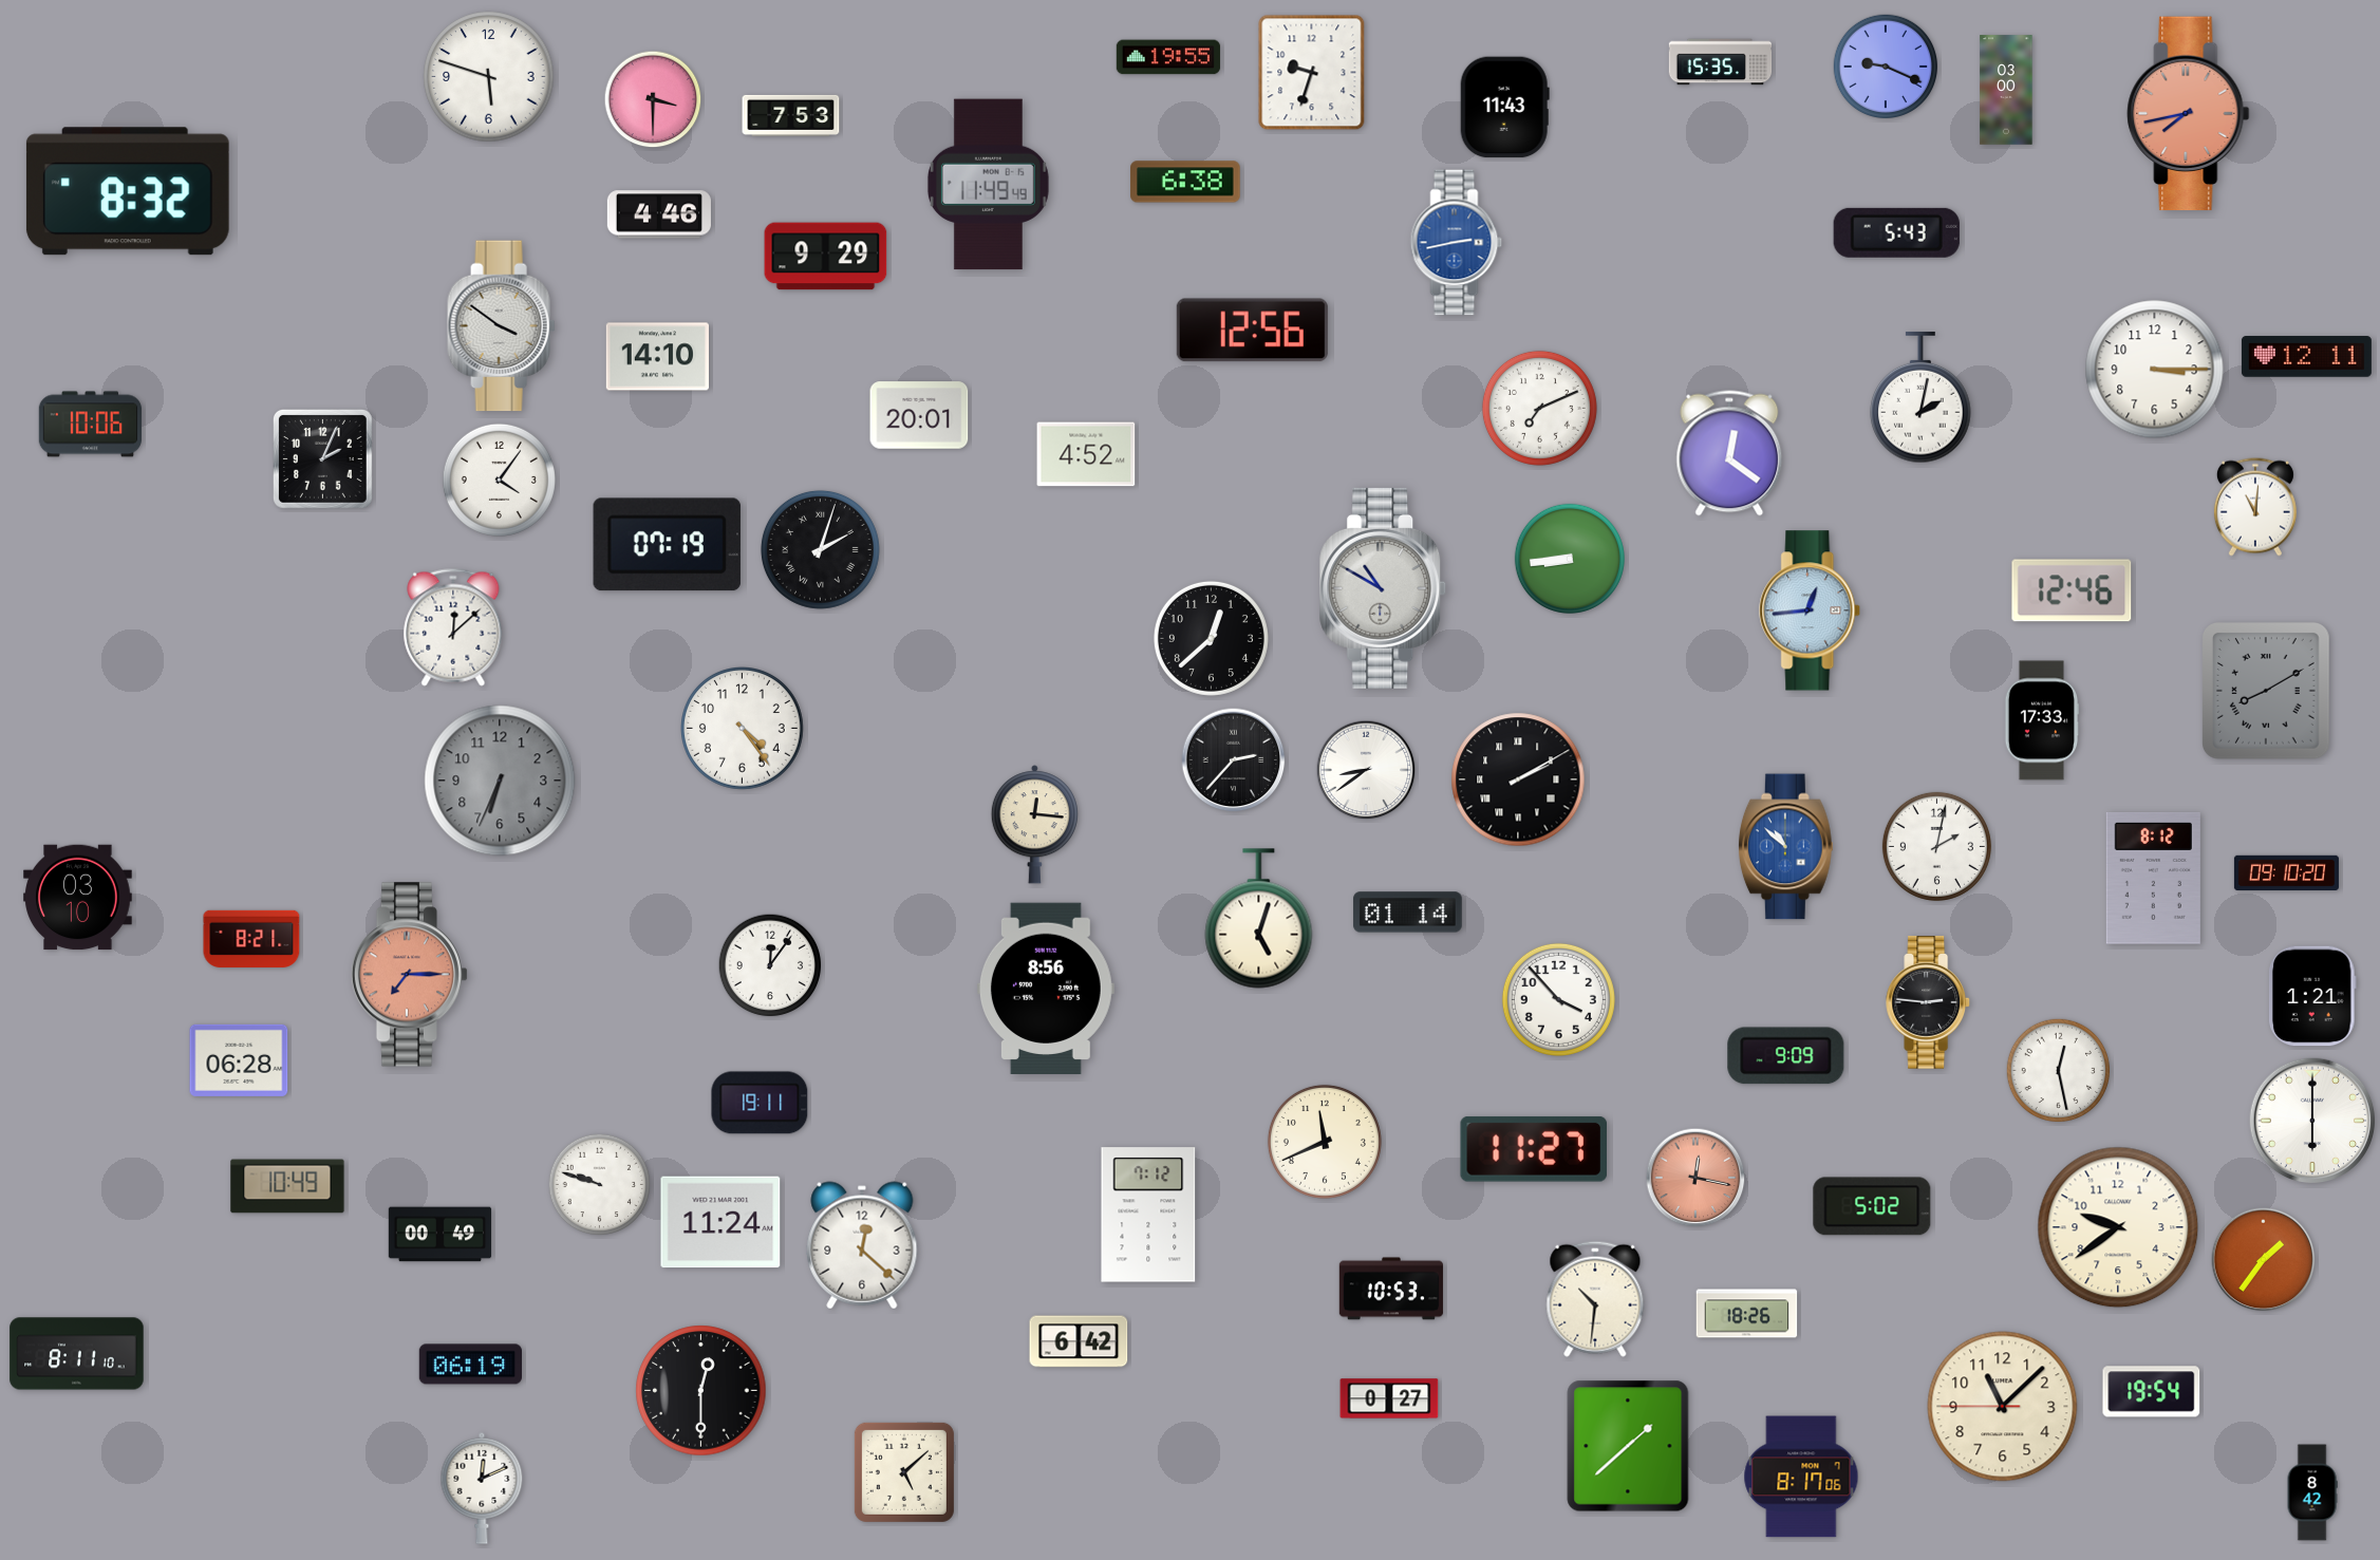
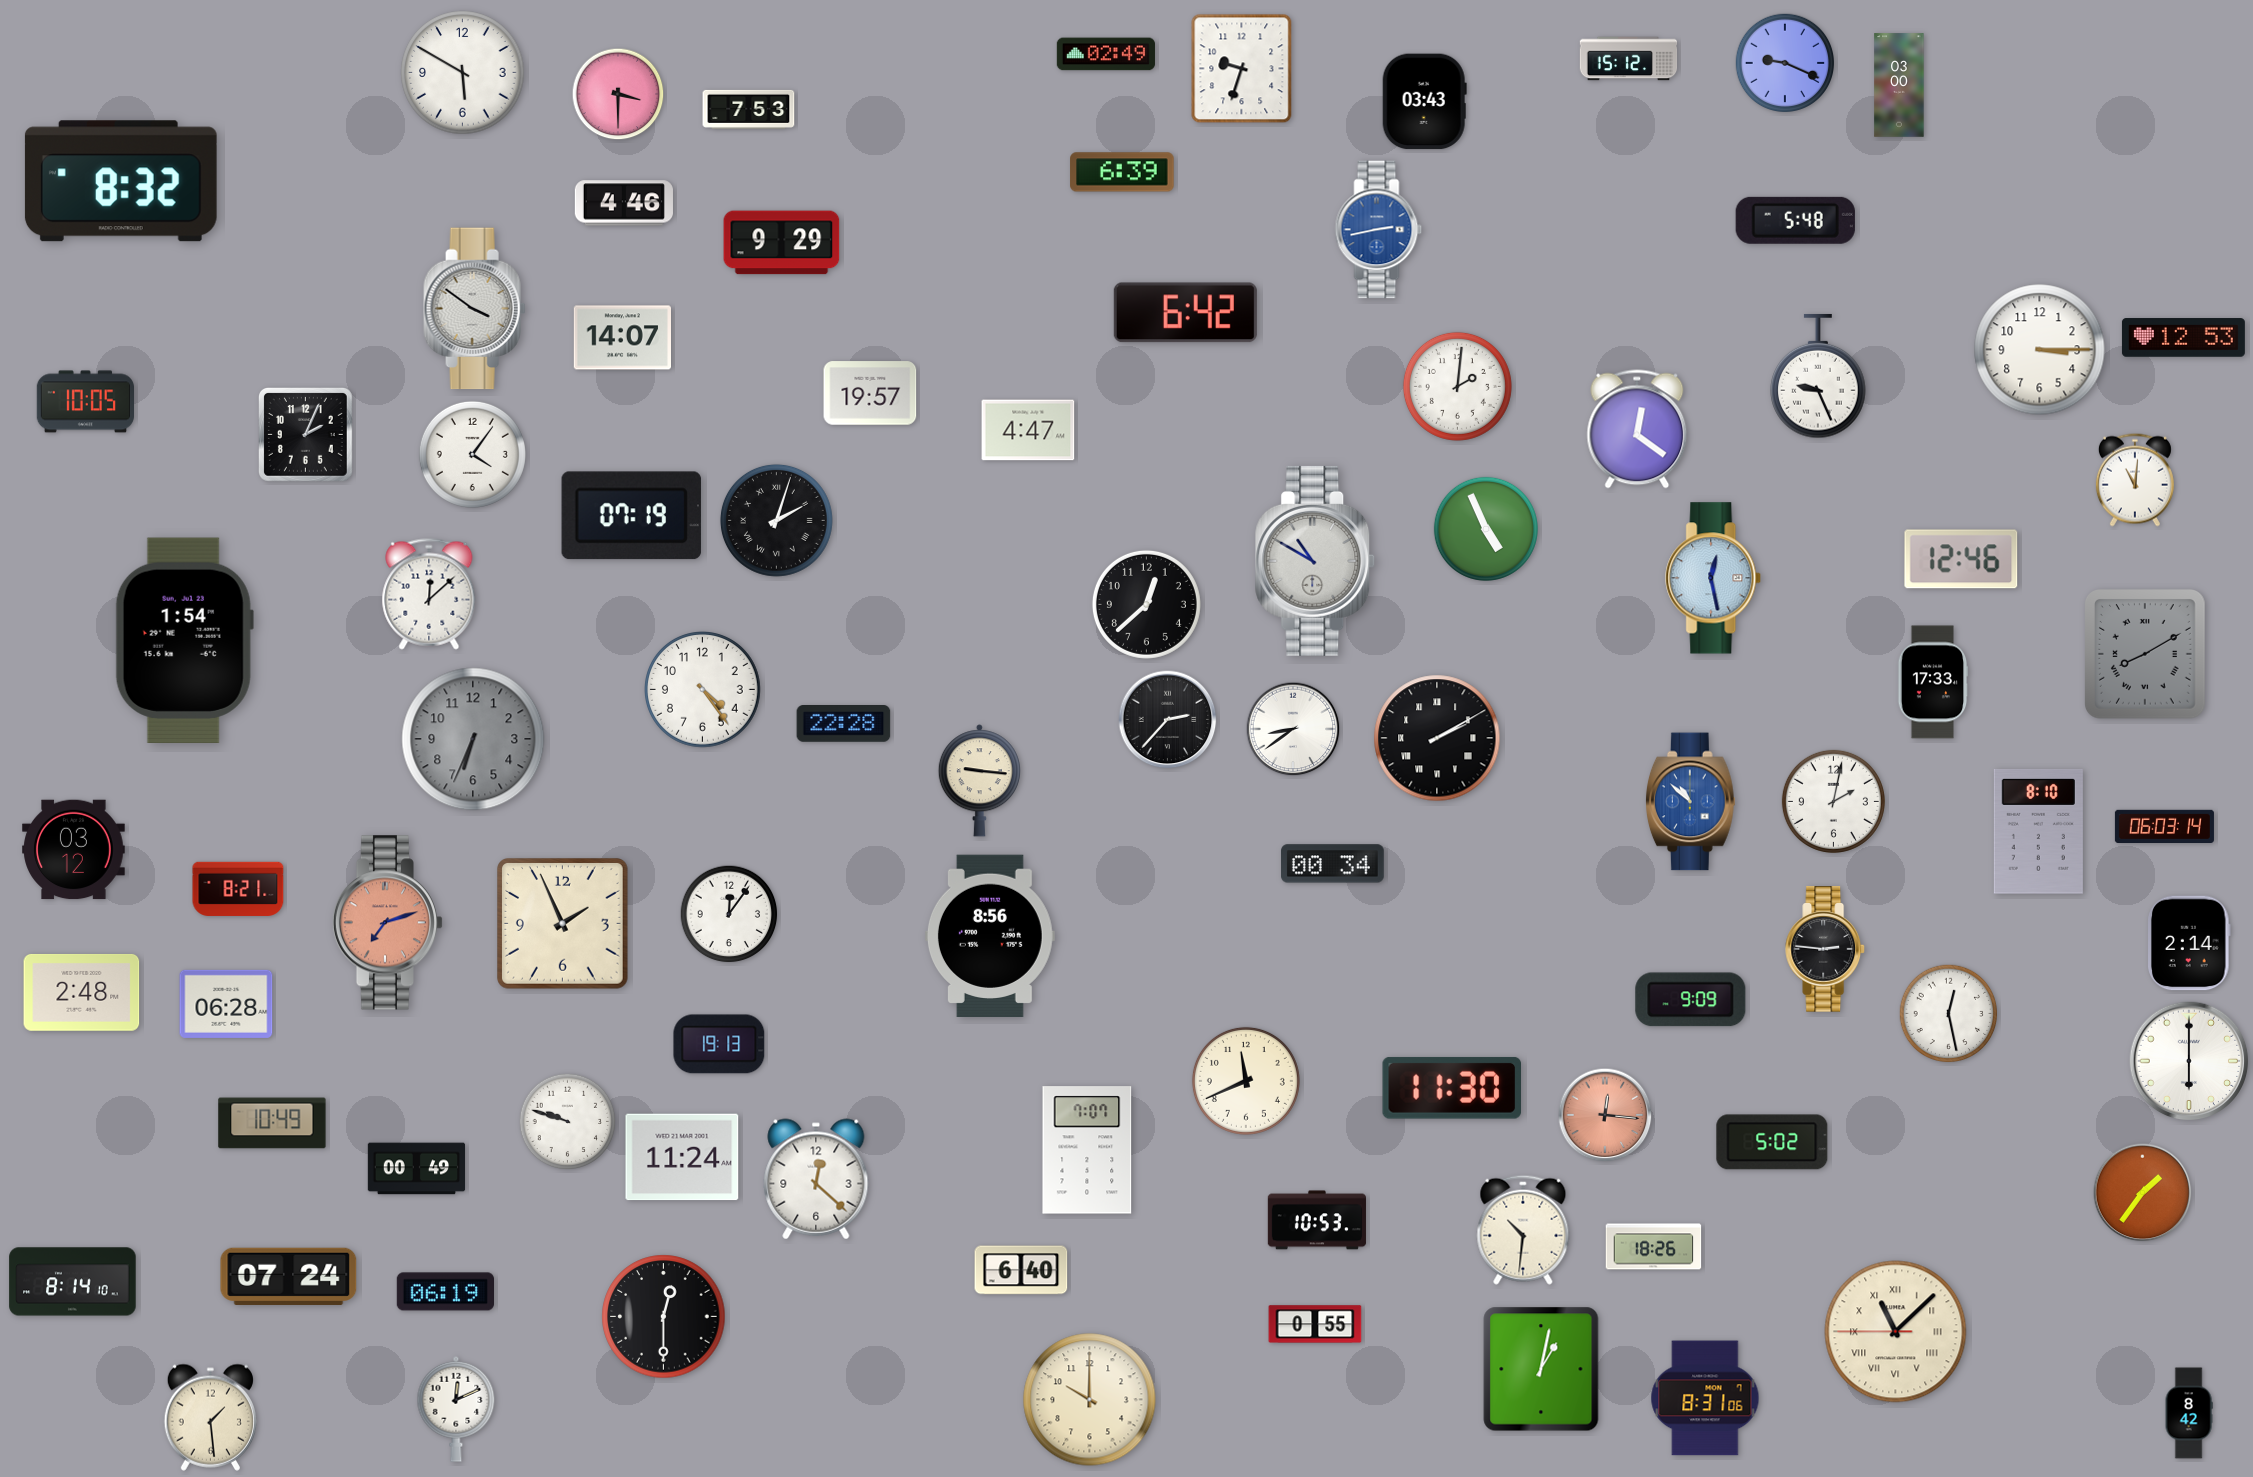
clock at (1168, 57): 19:55 -> 02:49
clock at (1721, 62): 15:35 -> 15:12
clock at (489, 77): 5:48 -> 5:50
clock at (1504, 108): 11:43 -> 03:43
clock at (2189, 114): 7:43 -> none
clock at (1185, 182): 6:38 -> 6:39
clock at (988, 185): 11:49 -> none
clock at (1896, 232): 5:43 -> 5:48
clock at (1252, 331): 12:56 -> 6:42
clock at (657, 357): 14:10 -> 14:07
clock at (2306, 357): 12:11 -> 12:53
clock at (1920, 397): 2:02 -> 9:26
clock at (1539, 408): 7:11 -> 2:01
clock at (919, 415): 20:01 -> 19:57
clock at (90, 425): 10:06 -> 10:05
clock at (1086, 454): 4:52 -> 4:47
clock at (1570, 559): 8:44 -> 4:56
clock at (1383, 588) position: (1383, 588) -> (1315, 561)
clock at (1811, 610): 12:44 -> 12:28
clock at (184, 640): none -> 1:54
clock at (844, 724): none -> 22:28
clock at (1034, 825): 12:16 -> 9:16
clock at (2286, 872): 09:10 -> 06:03
clock at (2153, 878): 8:12 -> 8:10
clock at (78, 898): 03:10 -> 03:12
clock at (1408, 913): 01:14 -> 00:34
clock at (1259, 919): 5:03 -> none
clock at (410, 975): 7:15 -> 7:12
clock at (563, 924): none -> 1:56
clock at (2313, 996): 1:21 -> 2:14
clock at (1558, 999): 3:53 -> none
clock at (82, 993): none -> 2:48
clock at (760, 1103): 19:11 -> 19:13
clock at (1325, 1142) position: (1325, 1142) -> (1246, 1081)
clock at (1533, 1149): 11:27 -> 11:30
clock at (1695, 1178): 12:17 -> 12:16
clock at (1148, 1215): 7:12 -> 7:07
clock at (2118, 1227): 9:39 -> none
clock at (1595, 1299) position: (1595, 1299) -> (1523, 1230)
clock at (1747, 1314) position: (1747, 1314) -> (1654, 1247)
clock at (1079, 1341): 6:42 -> 6:40
clock at (289, 1276): none -> 07:24
clock at (77, 1354): 8:11 -> 8:14
clock at (2152, 1392): 19:54 -> none
clock at (1389, 1398): 0:27 -> 0:55
clock at (2003, 1407) numerals: Arabic -> Roman
clock at (1628, 1446): 1:38 -> 1:02
clock at (904, 1472): 5:08 -> none
clock at (1801, 1477): 8:17 -> 8:31
clock at (1090, 1400): none -> 10:00
clock at (210, 1417): none -> 1:29
